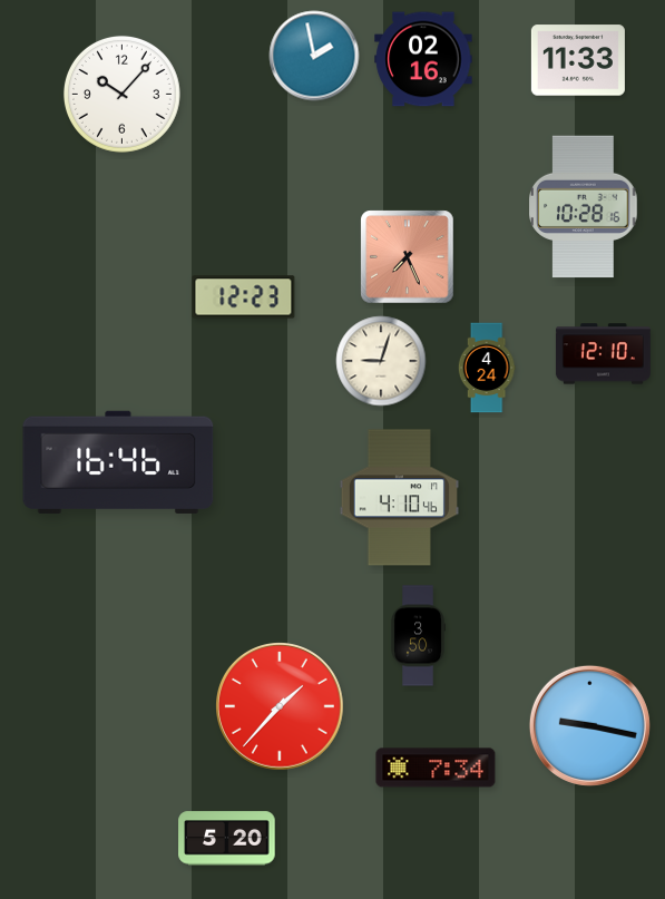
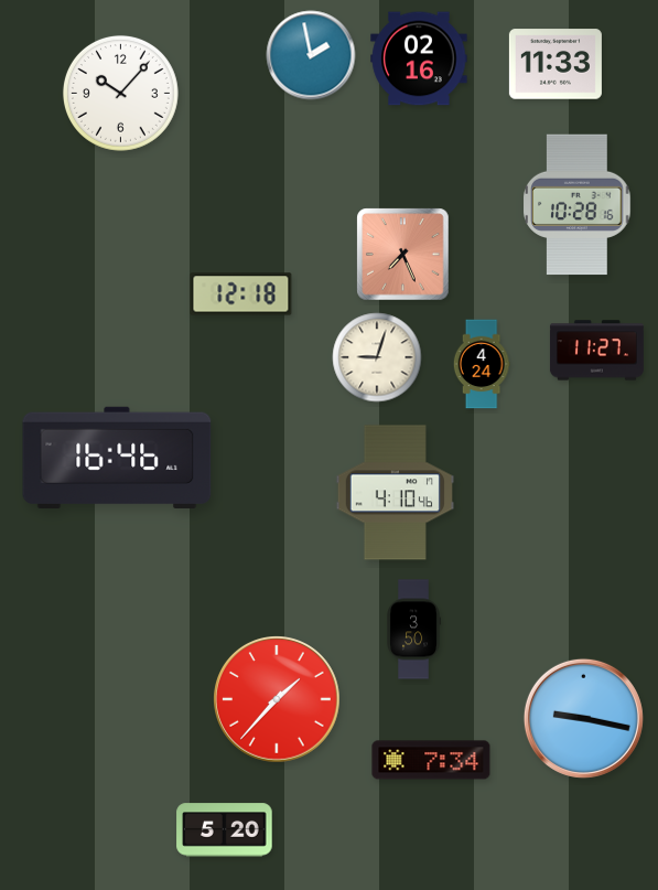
clock at (578, 60) position: (578, 60) -> (555, 64)
clock at (244, 297): 12:23 -> 12:18
clock at (603, 354): 12:10 -> 11:27
